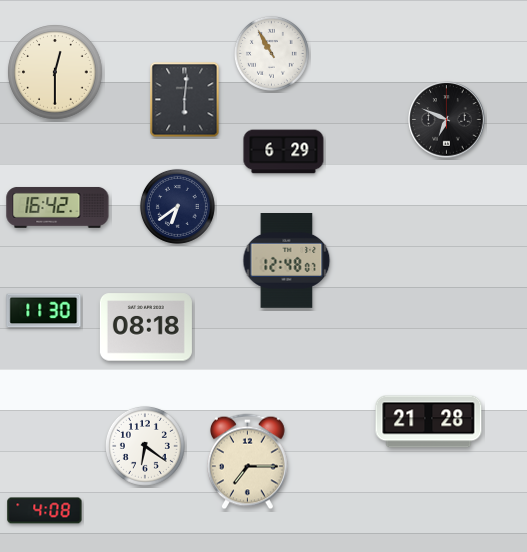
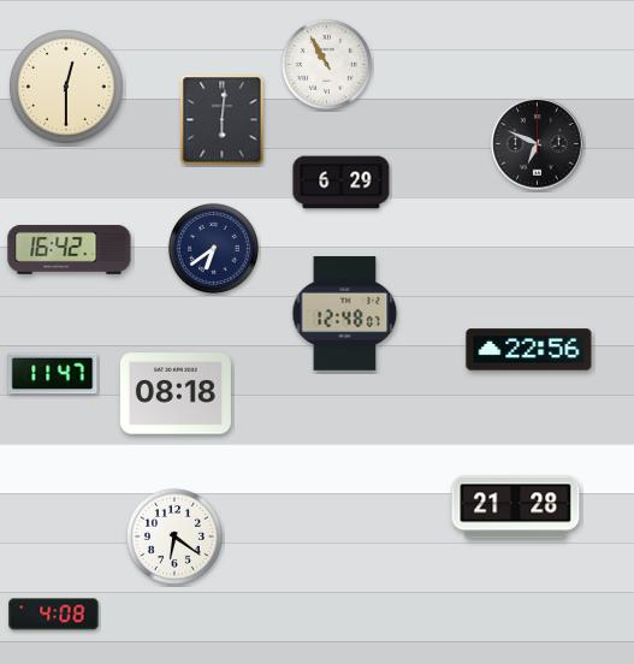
clock at (529, 350): none -> 22:56
clock at (44, 311): 11:30 -> 11:47
clock at (247, 462): 7:15 -> none
